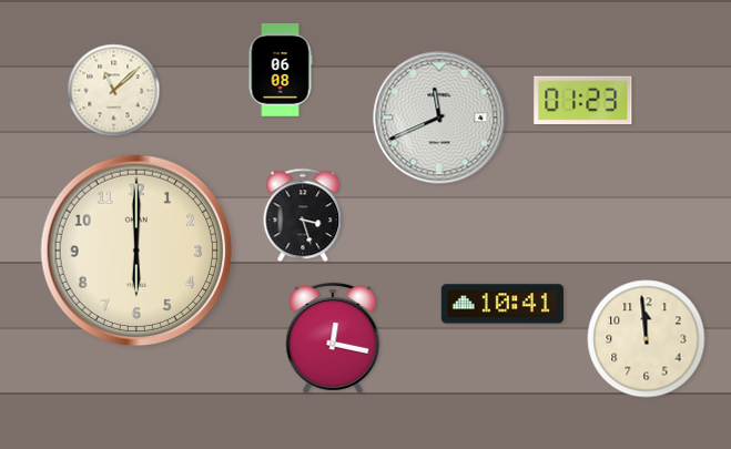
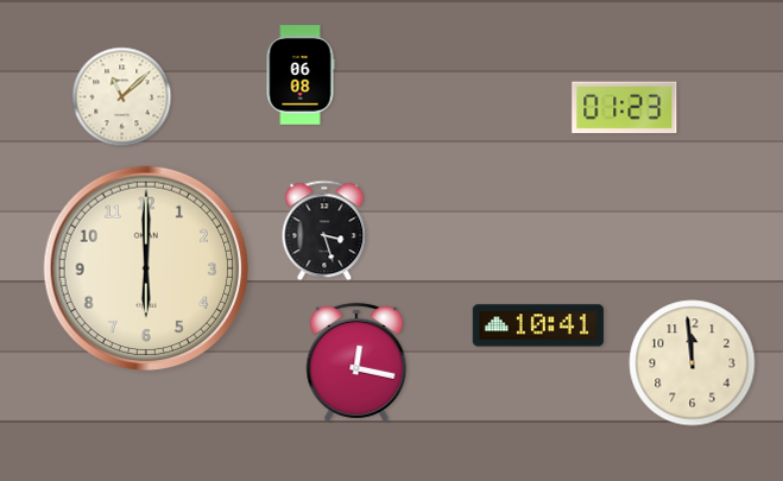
clock at (439, 118): 11:41 -> none
